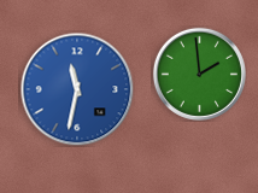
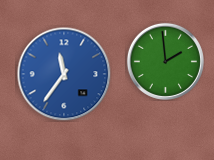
clock at (77, 89): 11:32 -> 11:36
